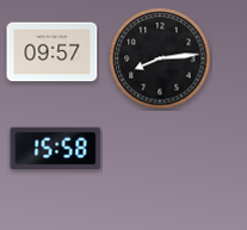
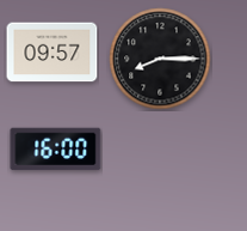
clock at (160, 58): 8:14 -> 8:15
clock at (56, 149): 15:58 -> 16:00
